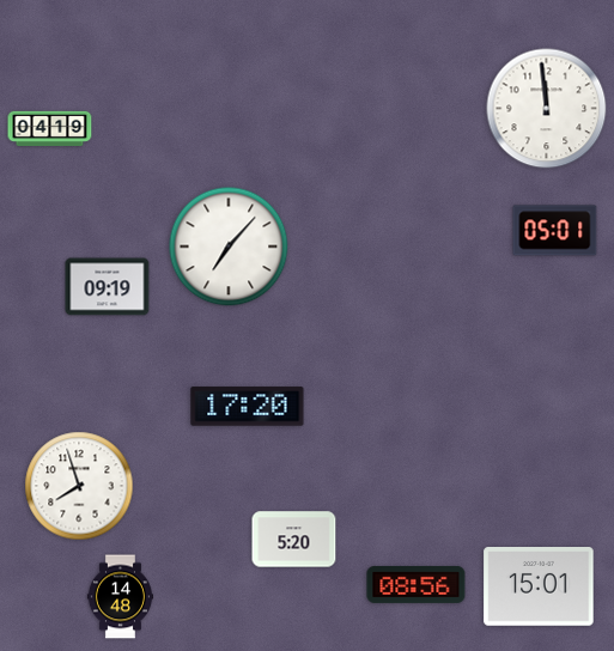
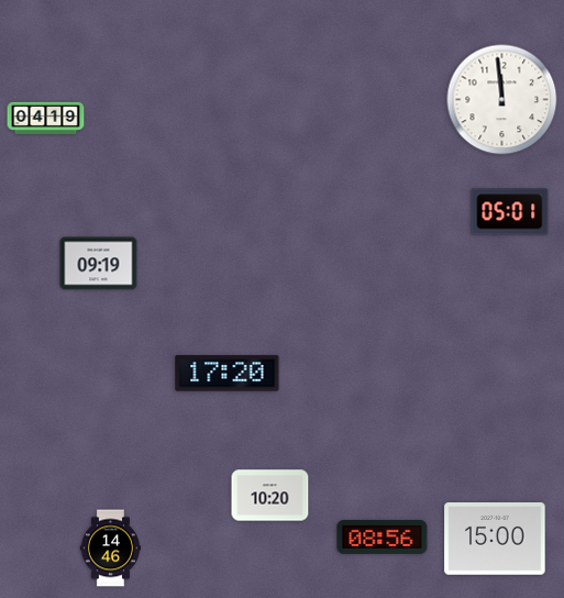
clock at (229, 247): 7:07 -> none
clock at (79, 486): 7:57 -> none
clock at (294, 540): 5:20 -> 10:20
clock at (539, 586): 15:01 -> 15:00
clock at (120, 597): 14:48 -> 14:46
